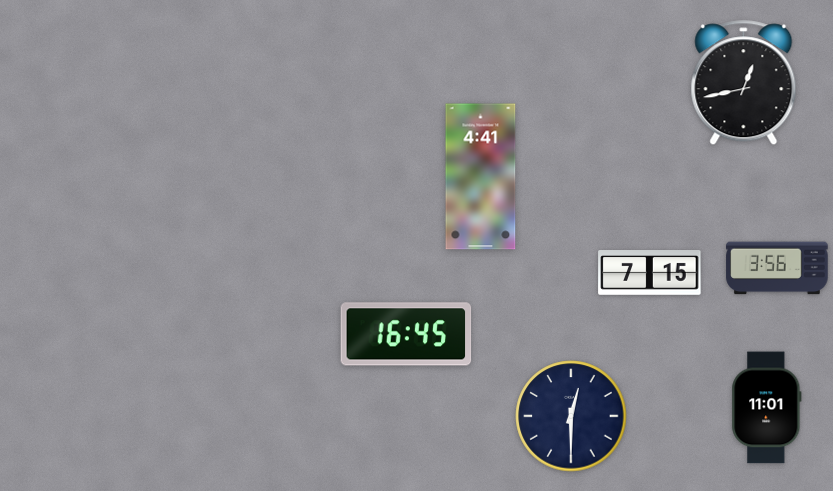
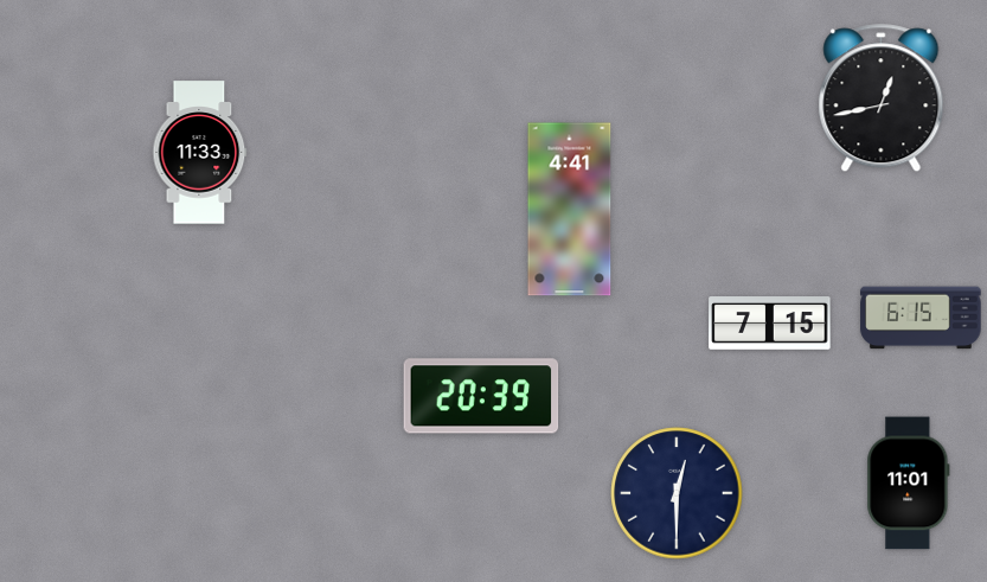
clock at (200, 153): none -> 11:33
clock at (777, 268): 3:56 -> 6:15
clock at (406, 334): 16:45 -> 20:39
